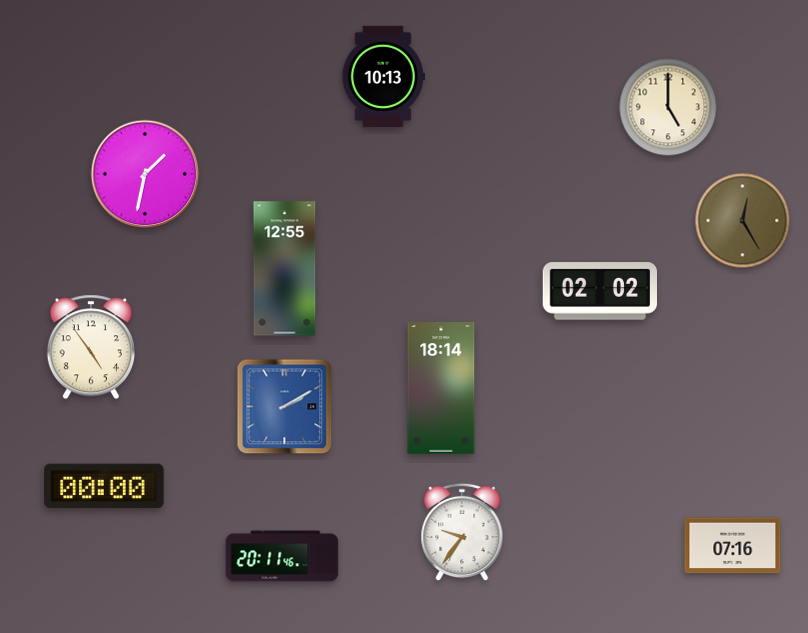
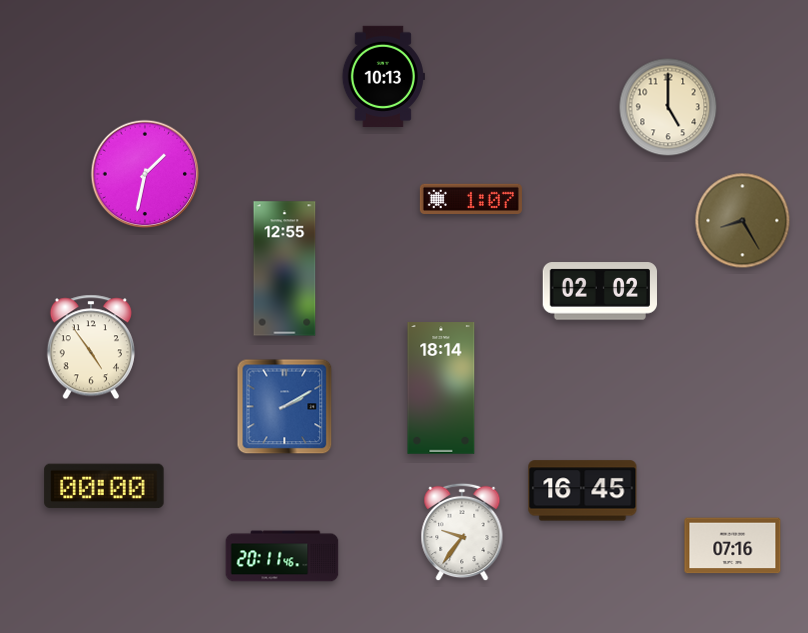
clock at (471, 198): none -> 1:07
clock at (743, 221): 12:25 -> 8:25
clock at (583, 491): none -> 16:45
